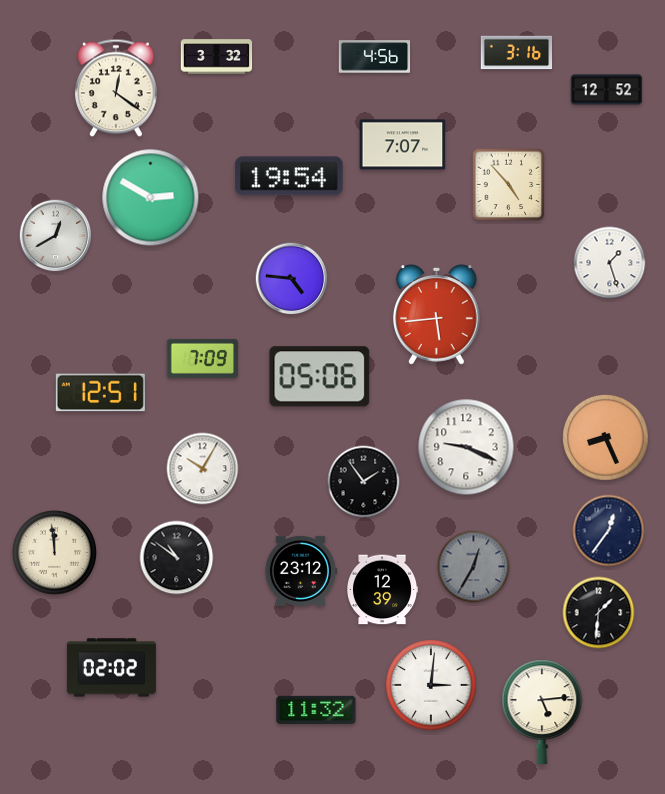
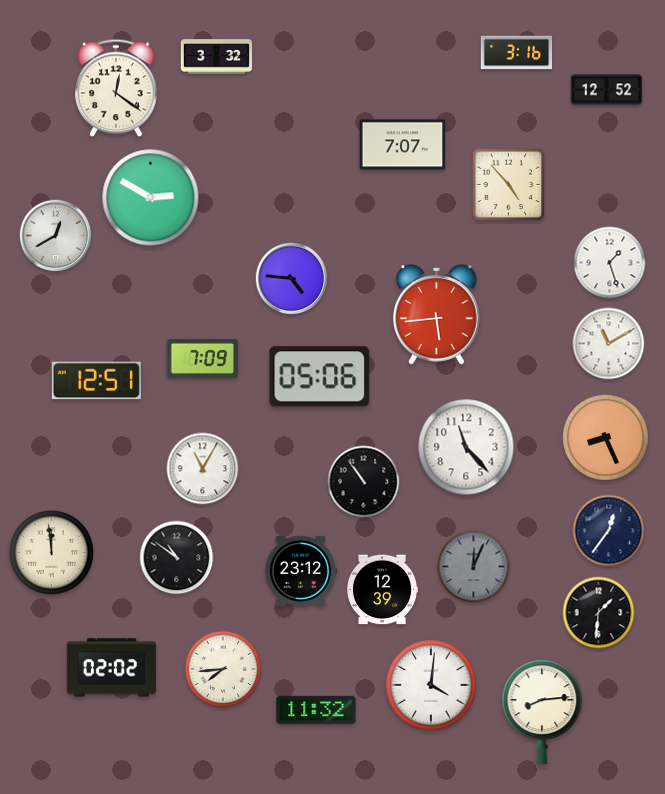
clock at (375, 57): 4:56 -> none
clock at (289, 176): 19:54 -> none
clock at (609, 344): none -> 11:10
clock at (100, 393) position: (100, 393) -> (96, 381)
clock at (466, 447): 9:19 -> 11:23
clock at (203, 469): 10:05 -> 11:05
clock at (364, 482): 1:54 -> 10:54
clock at (54, 552) position: (54, 552) -> (51, 552)
clock at (474, 567): 12:35 -> 12:04
clock at (223, 669): none -> 7:44
clock at (431, 685): 3:01 -> 4:01
clock at (542, 711): 5:14 -> 8:14
